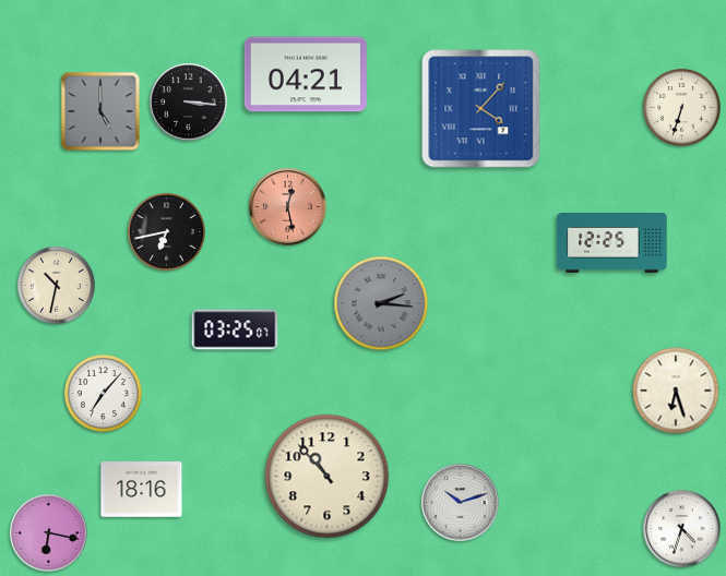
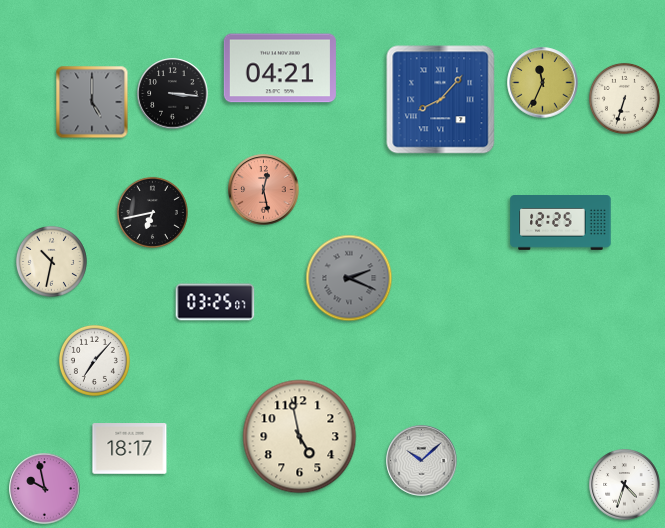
clock at (543, 83): none -> 11:34
clock at (481, 109): 4:07 -> 8:07
clock at (381, 303): 2:16 -> 2:19
clock at (676, 391): 6:27 -> none
clock at (328, 477): 10:53 -> 4:58
clock at (142, 490): 18:16 -> 18:17
clock at (461, 503): 10:12 -> 10:08
clock at (49, 533): 6:17 -> 9:58
